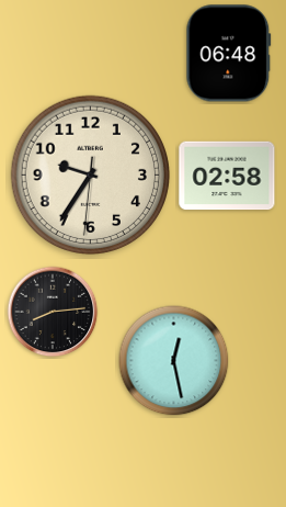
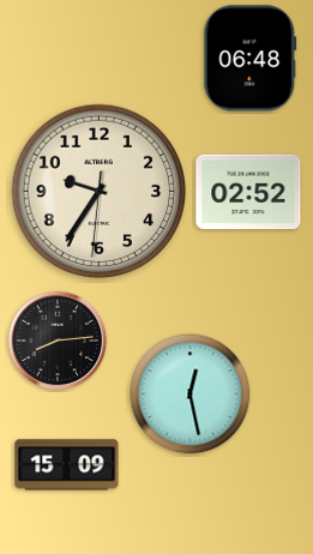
clock at (227, 176): 02:58 -> 02:52
clock at (67, 465): none -> 15:09
